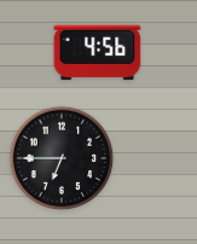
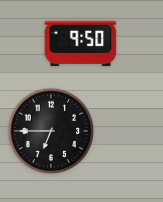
clock at (98, 53): 4:56 -> 9:50
